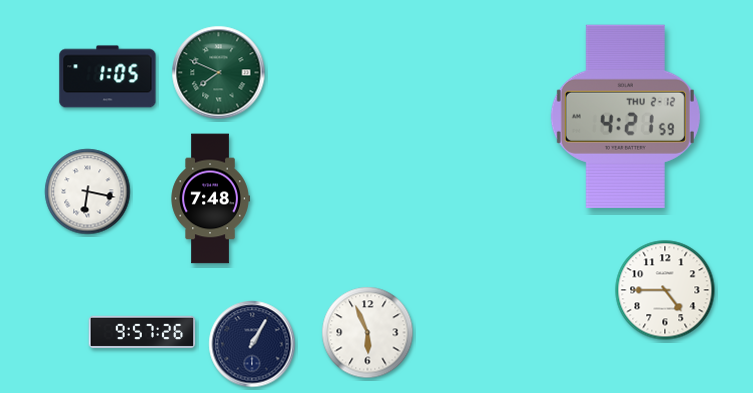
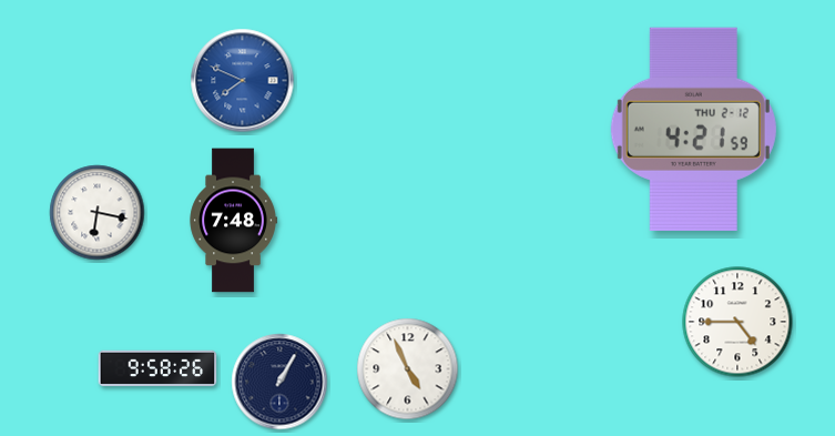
clock at (219, 73) dial: green -> blue
clock at (108, 77): 1:05 -> none
clock at (142, 332): 9:57 -> 9:58
clock at (368, 333): 5:56 -> 4:56
